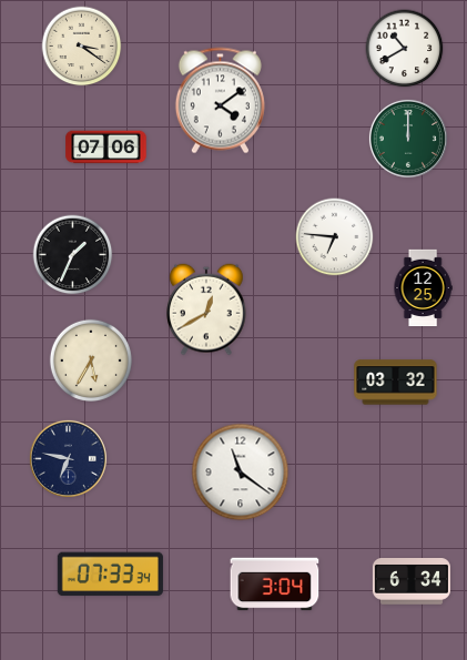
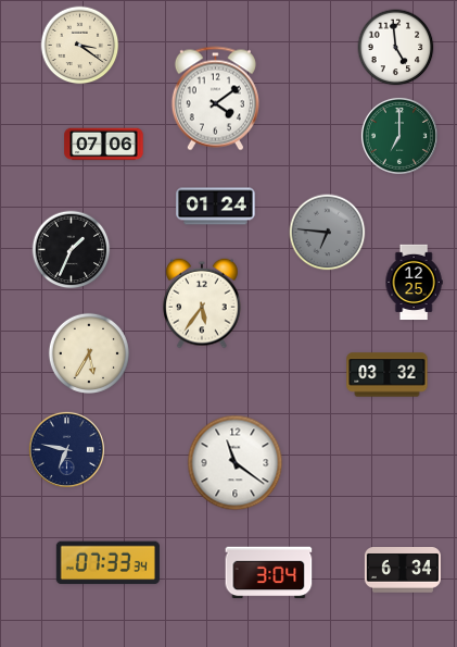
clock at (405, 49): 10:40 -> 4:59
clock at (408, 139): 12:00 -> 7:00
clock at (216, 207): none -> 01:24
clock at (335, 237) dial: white -> grey
clock at (206, 309): 12:40 -> 5:36
